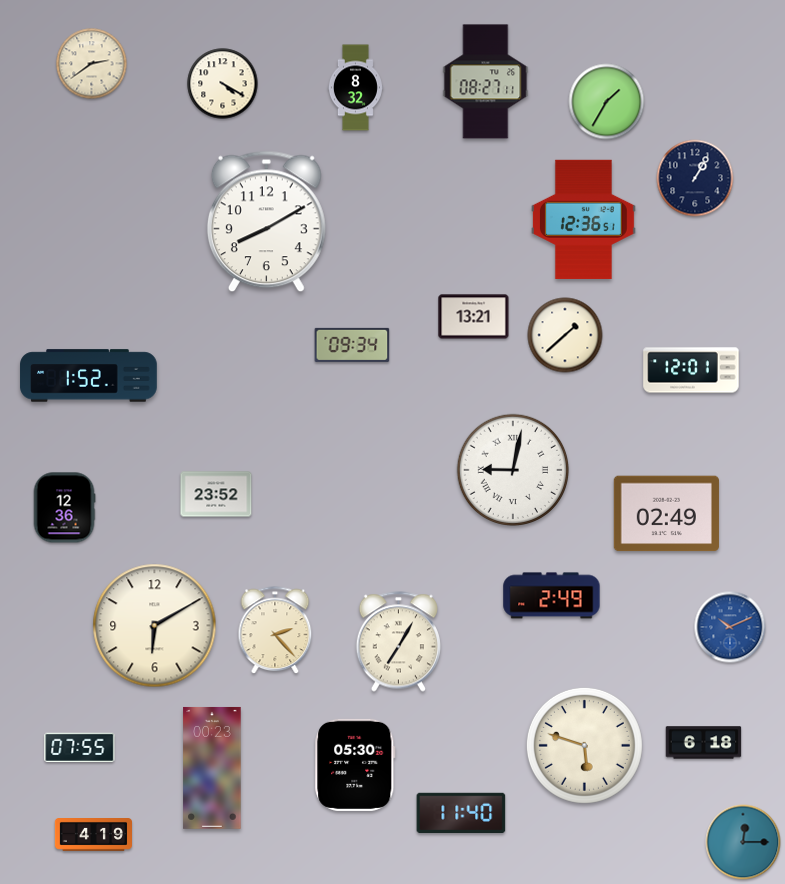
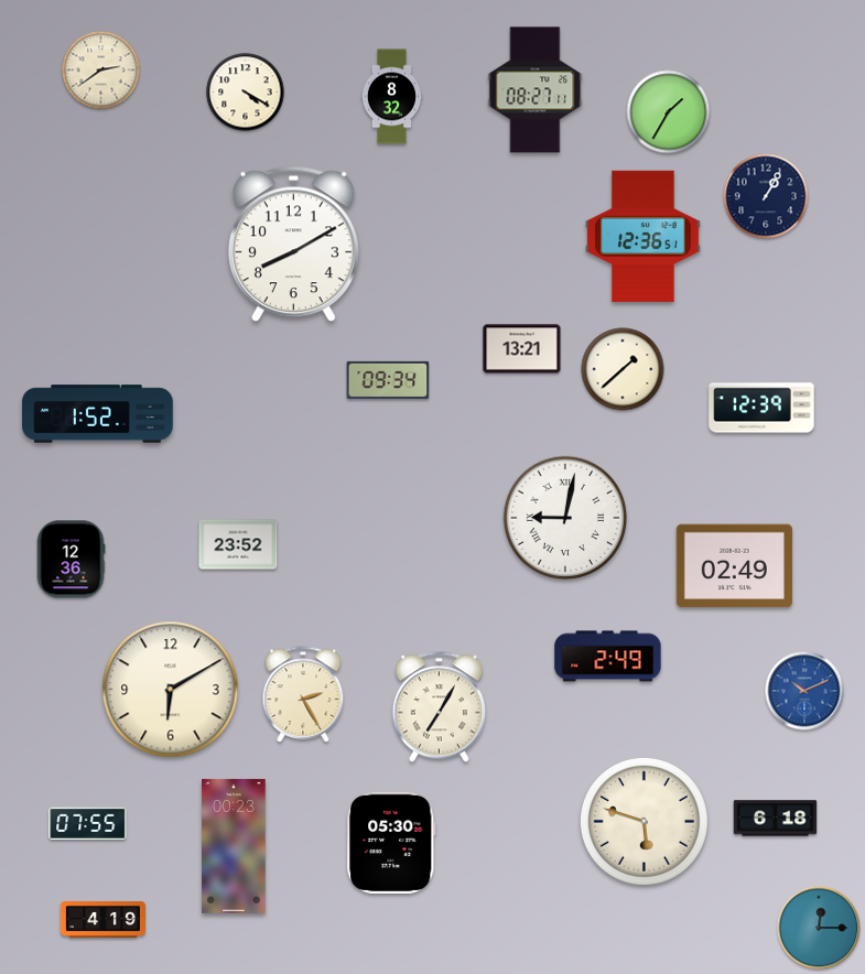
clock at (583, 219) position: (583, 219) -> (642, 236)
clock at (691, 370): 12:01 -> 12:39
clock at (275, 631): 2:23 -> 2:25
clock at (461, 812): 11:40 -> none
